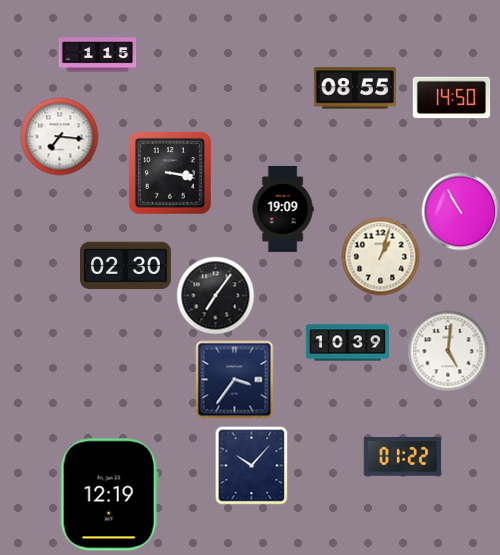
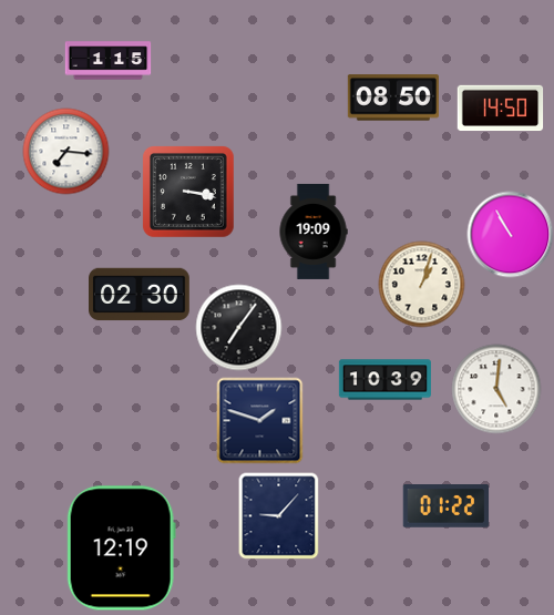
clock at (355, 88): 08:55 -> 08:50
clock at (234, 379): 3:36 -> 1:48
clock at (252, 465): 10:07 -> 9:07
